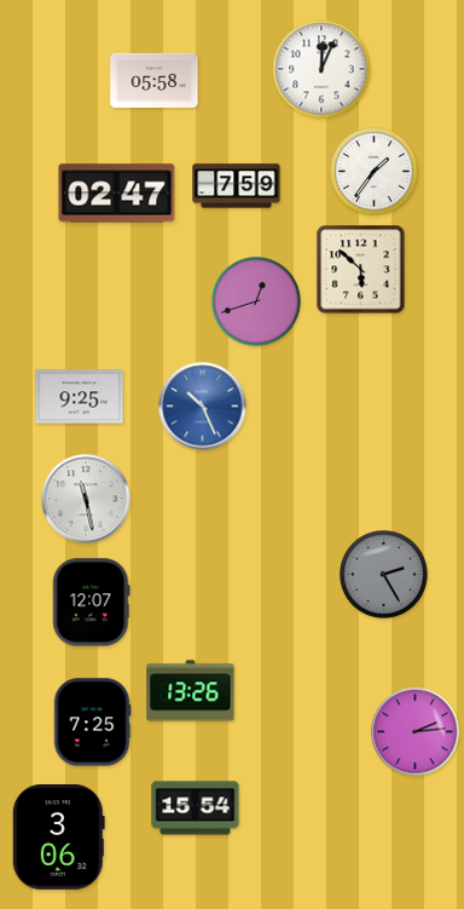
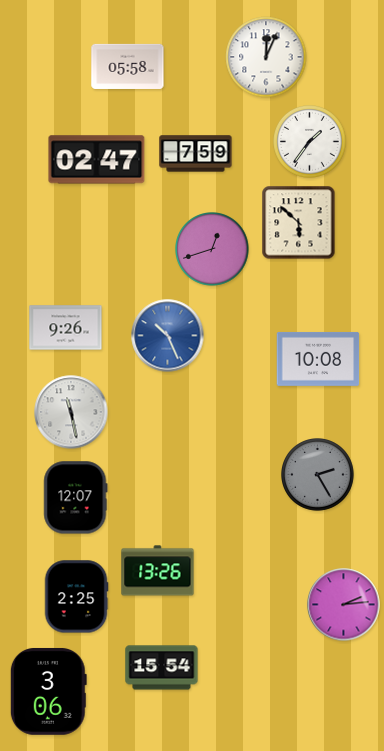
clock at (80, 397): 9:25 -> 9:26
clock at (318, 359): none -> 10:08
clock at (92, 723): 7:25 -> 2:25
